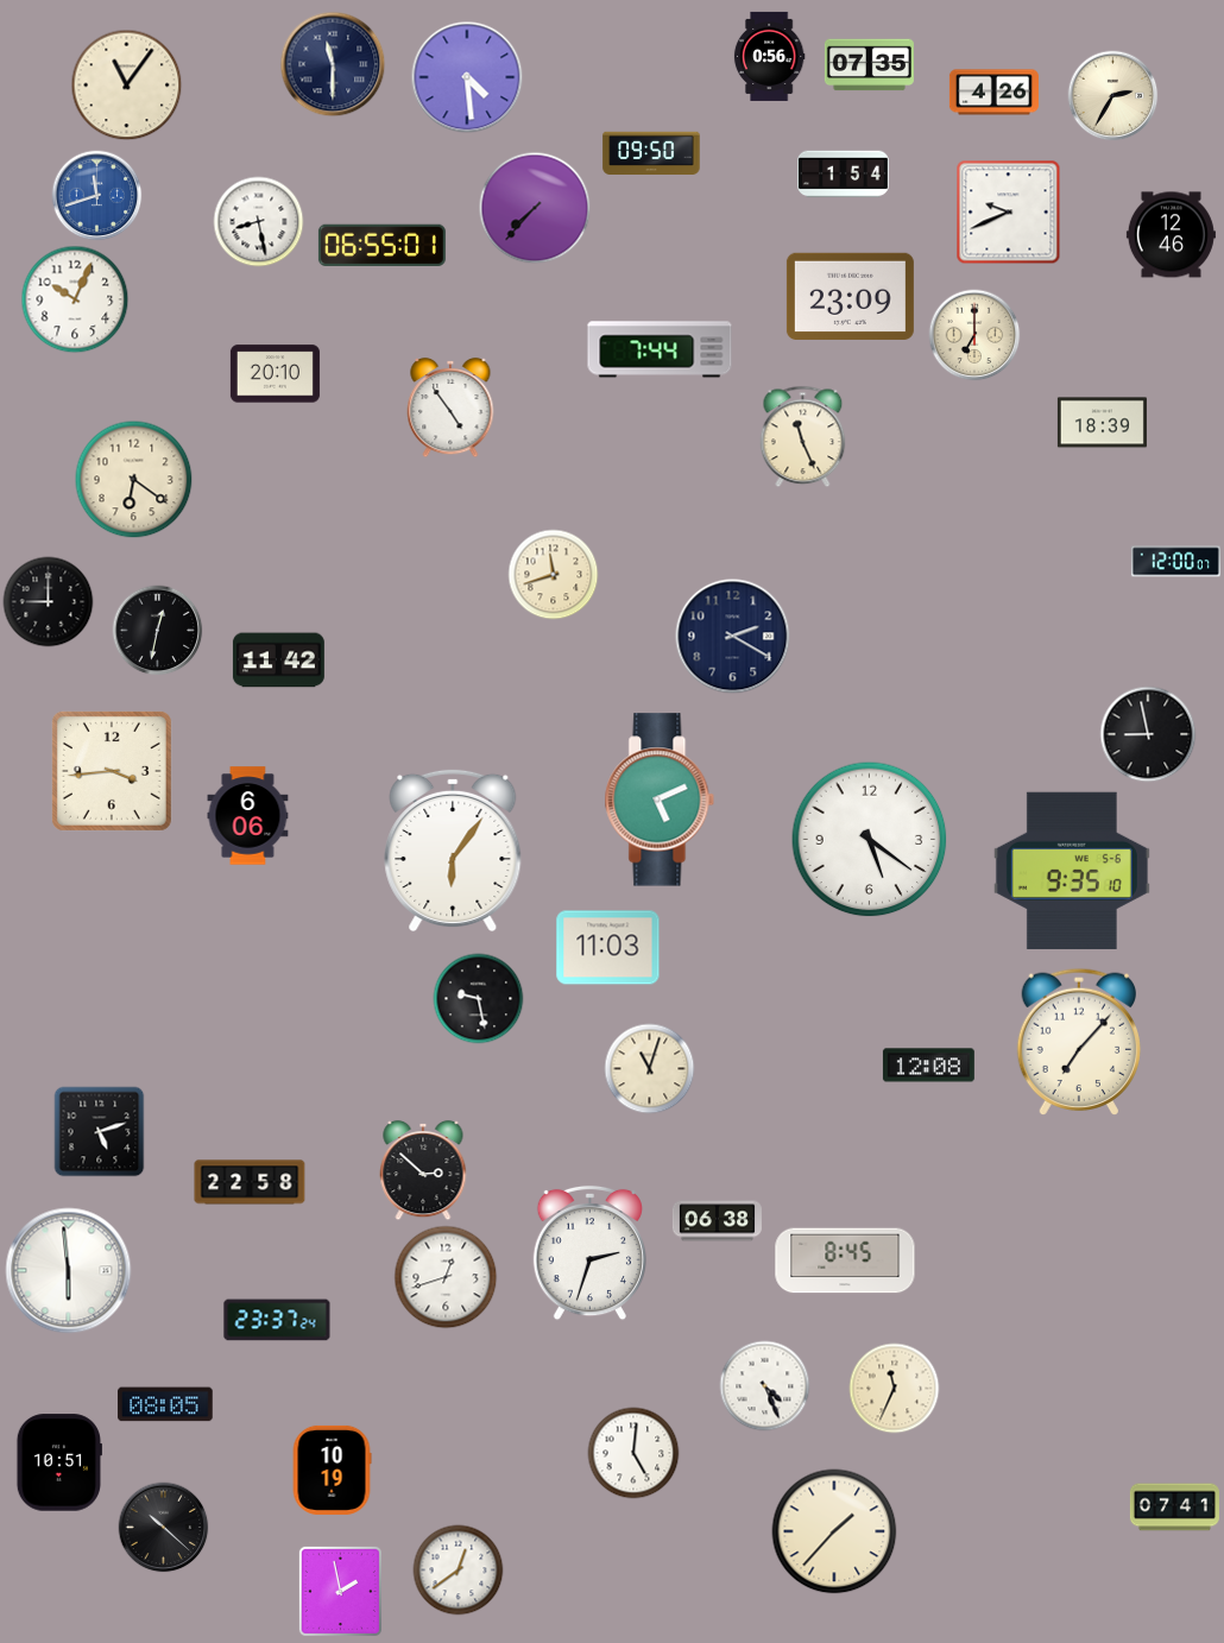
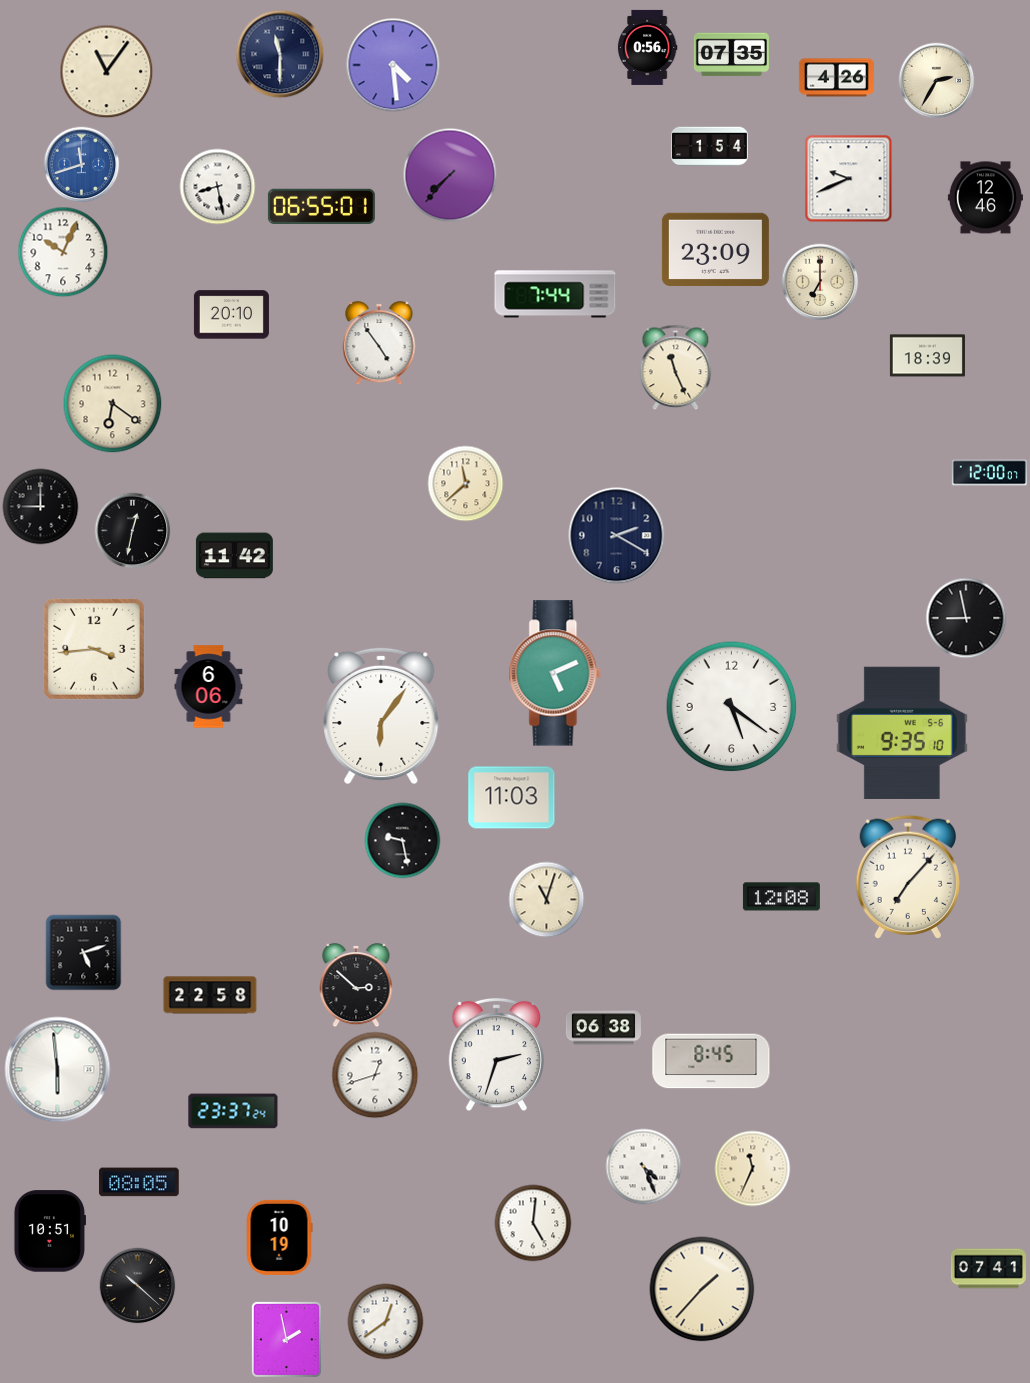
clock at (651, 152): 09:50 -> none
clock at (554, 575): 11:42 -> 11:38
